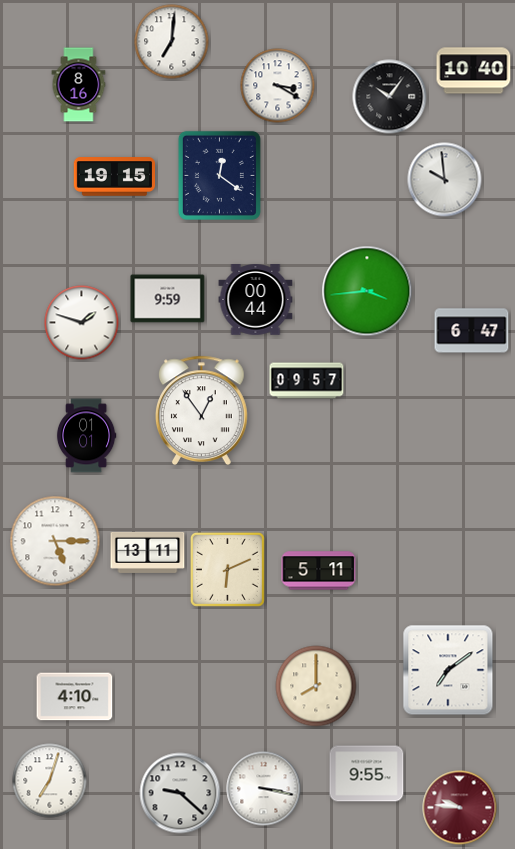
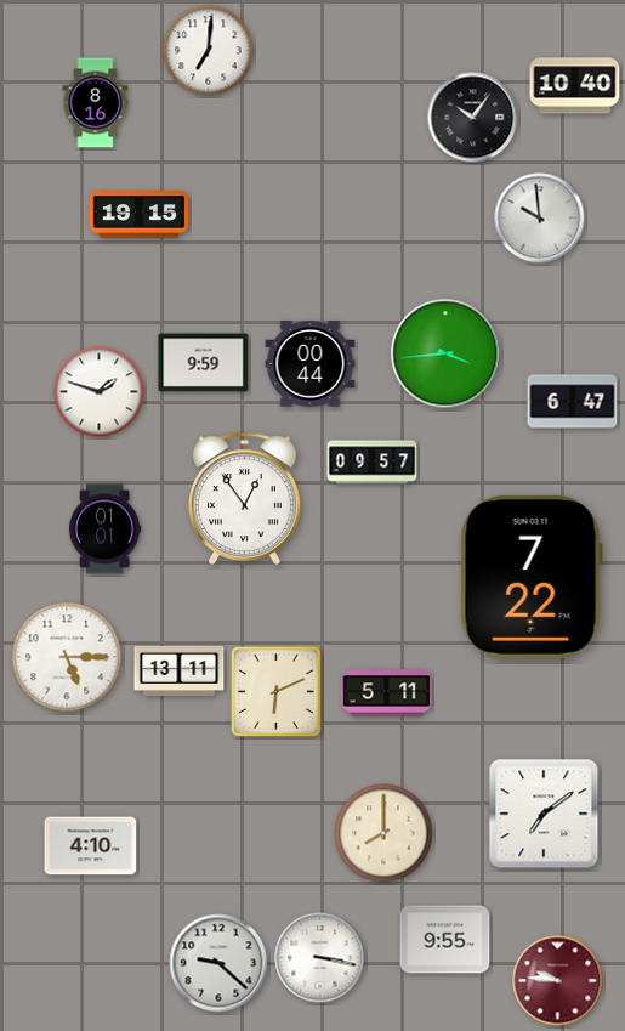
clock at (278, 86): 3:20 -> none
clock at (219, 175): 12:21 -> none
clock at (532, 577): none -> 7:22
clock at (50, 781): 7:03 -> none
